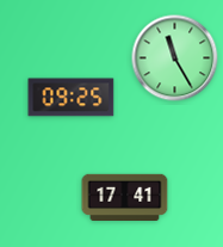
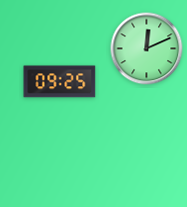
clock at (175, 58): 11:25 -> 12:11
clock at (125, 197): 17:41 -> none
